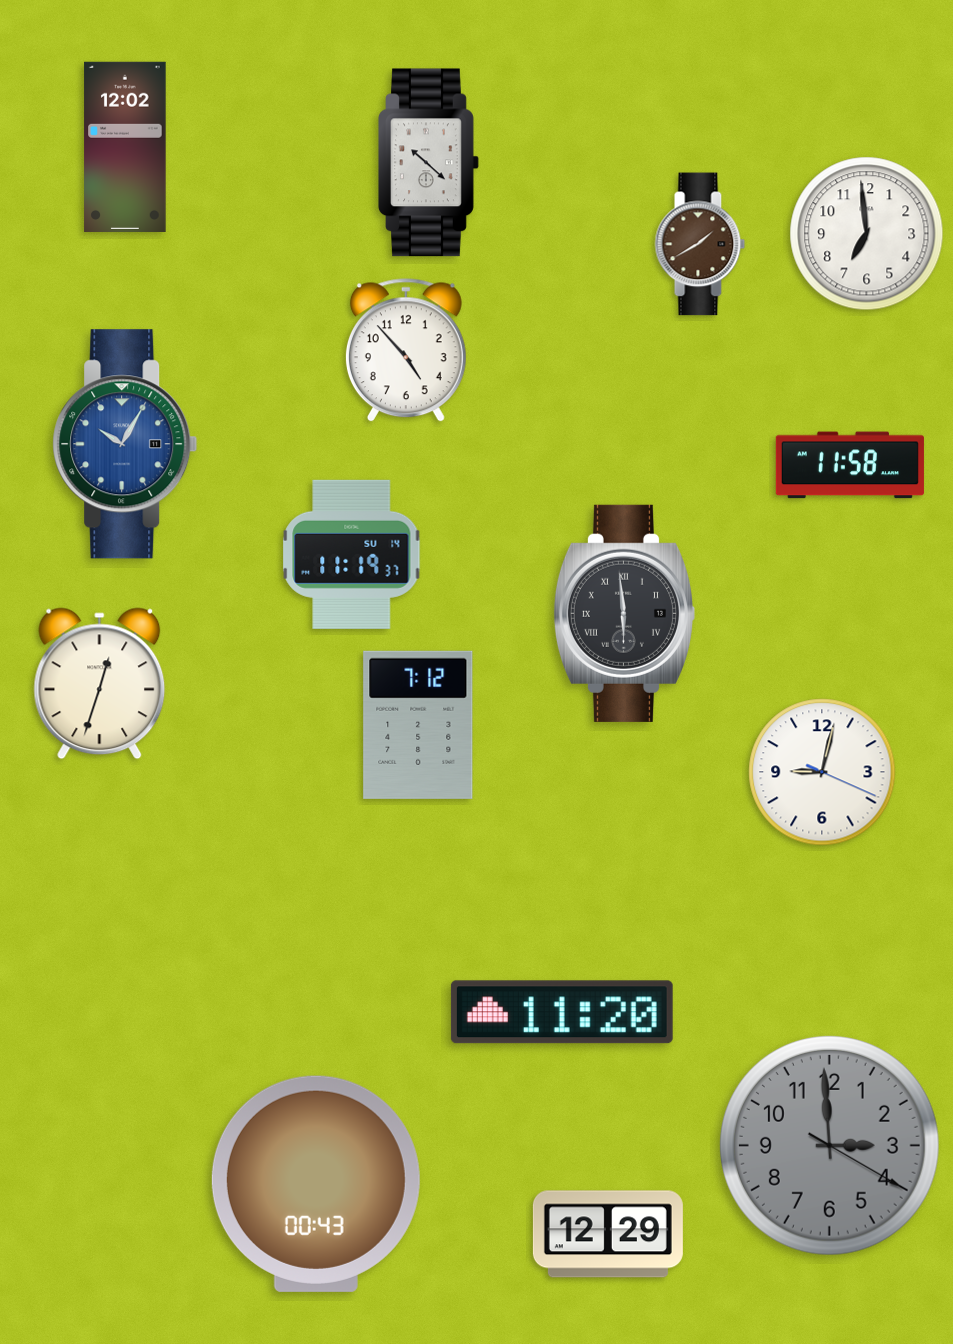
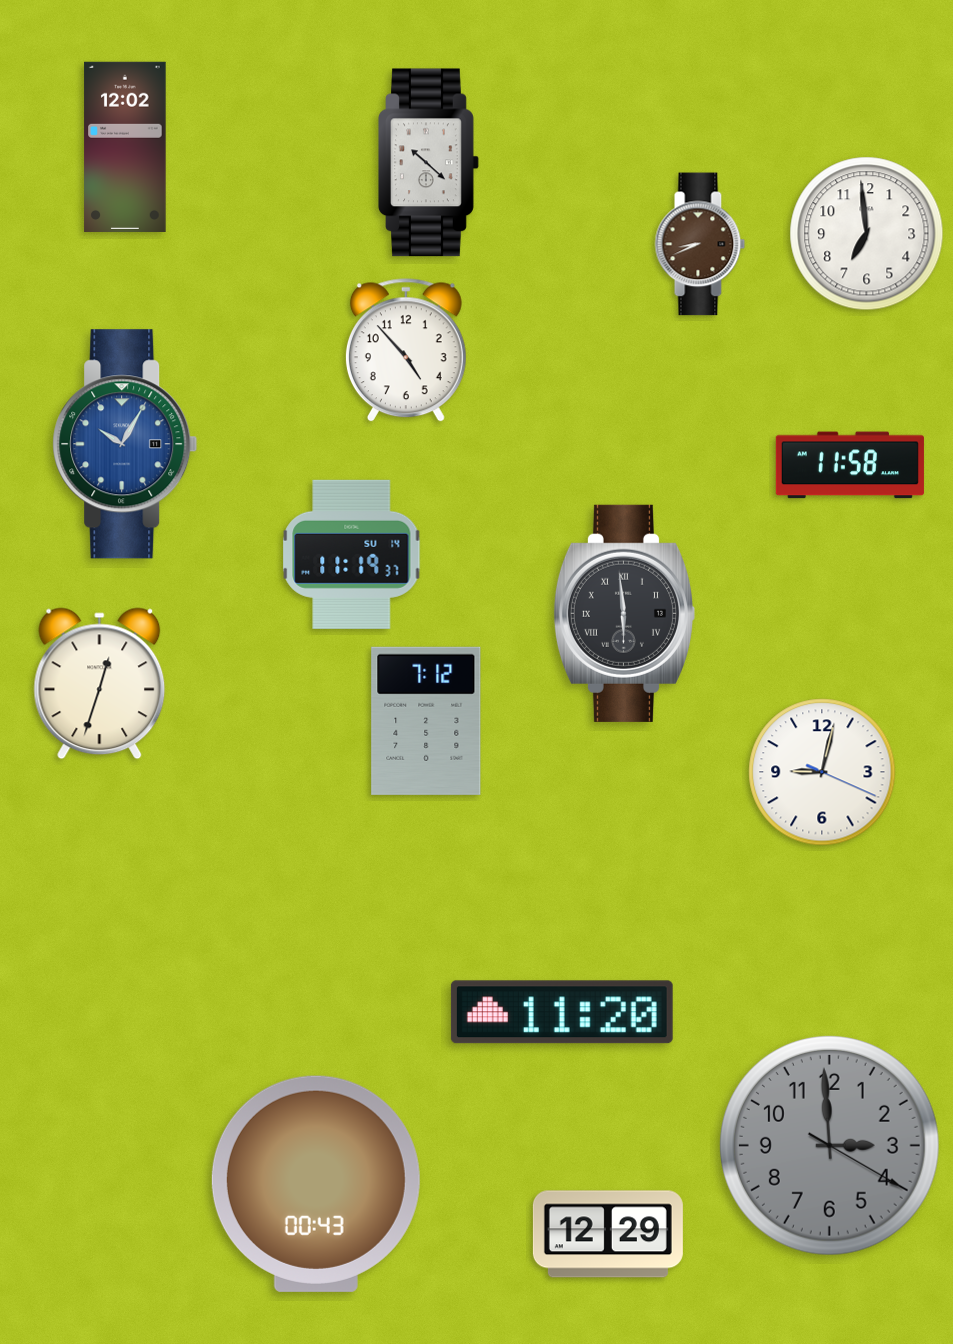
clock at (700, 244): 1:40 -> 8:41
clock at (418, 725) position: (418, 725) -> (426, 721)
